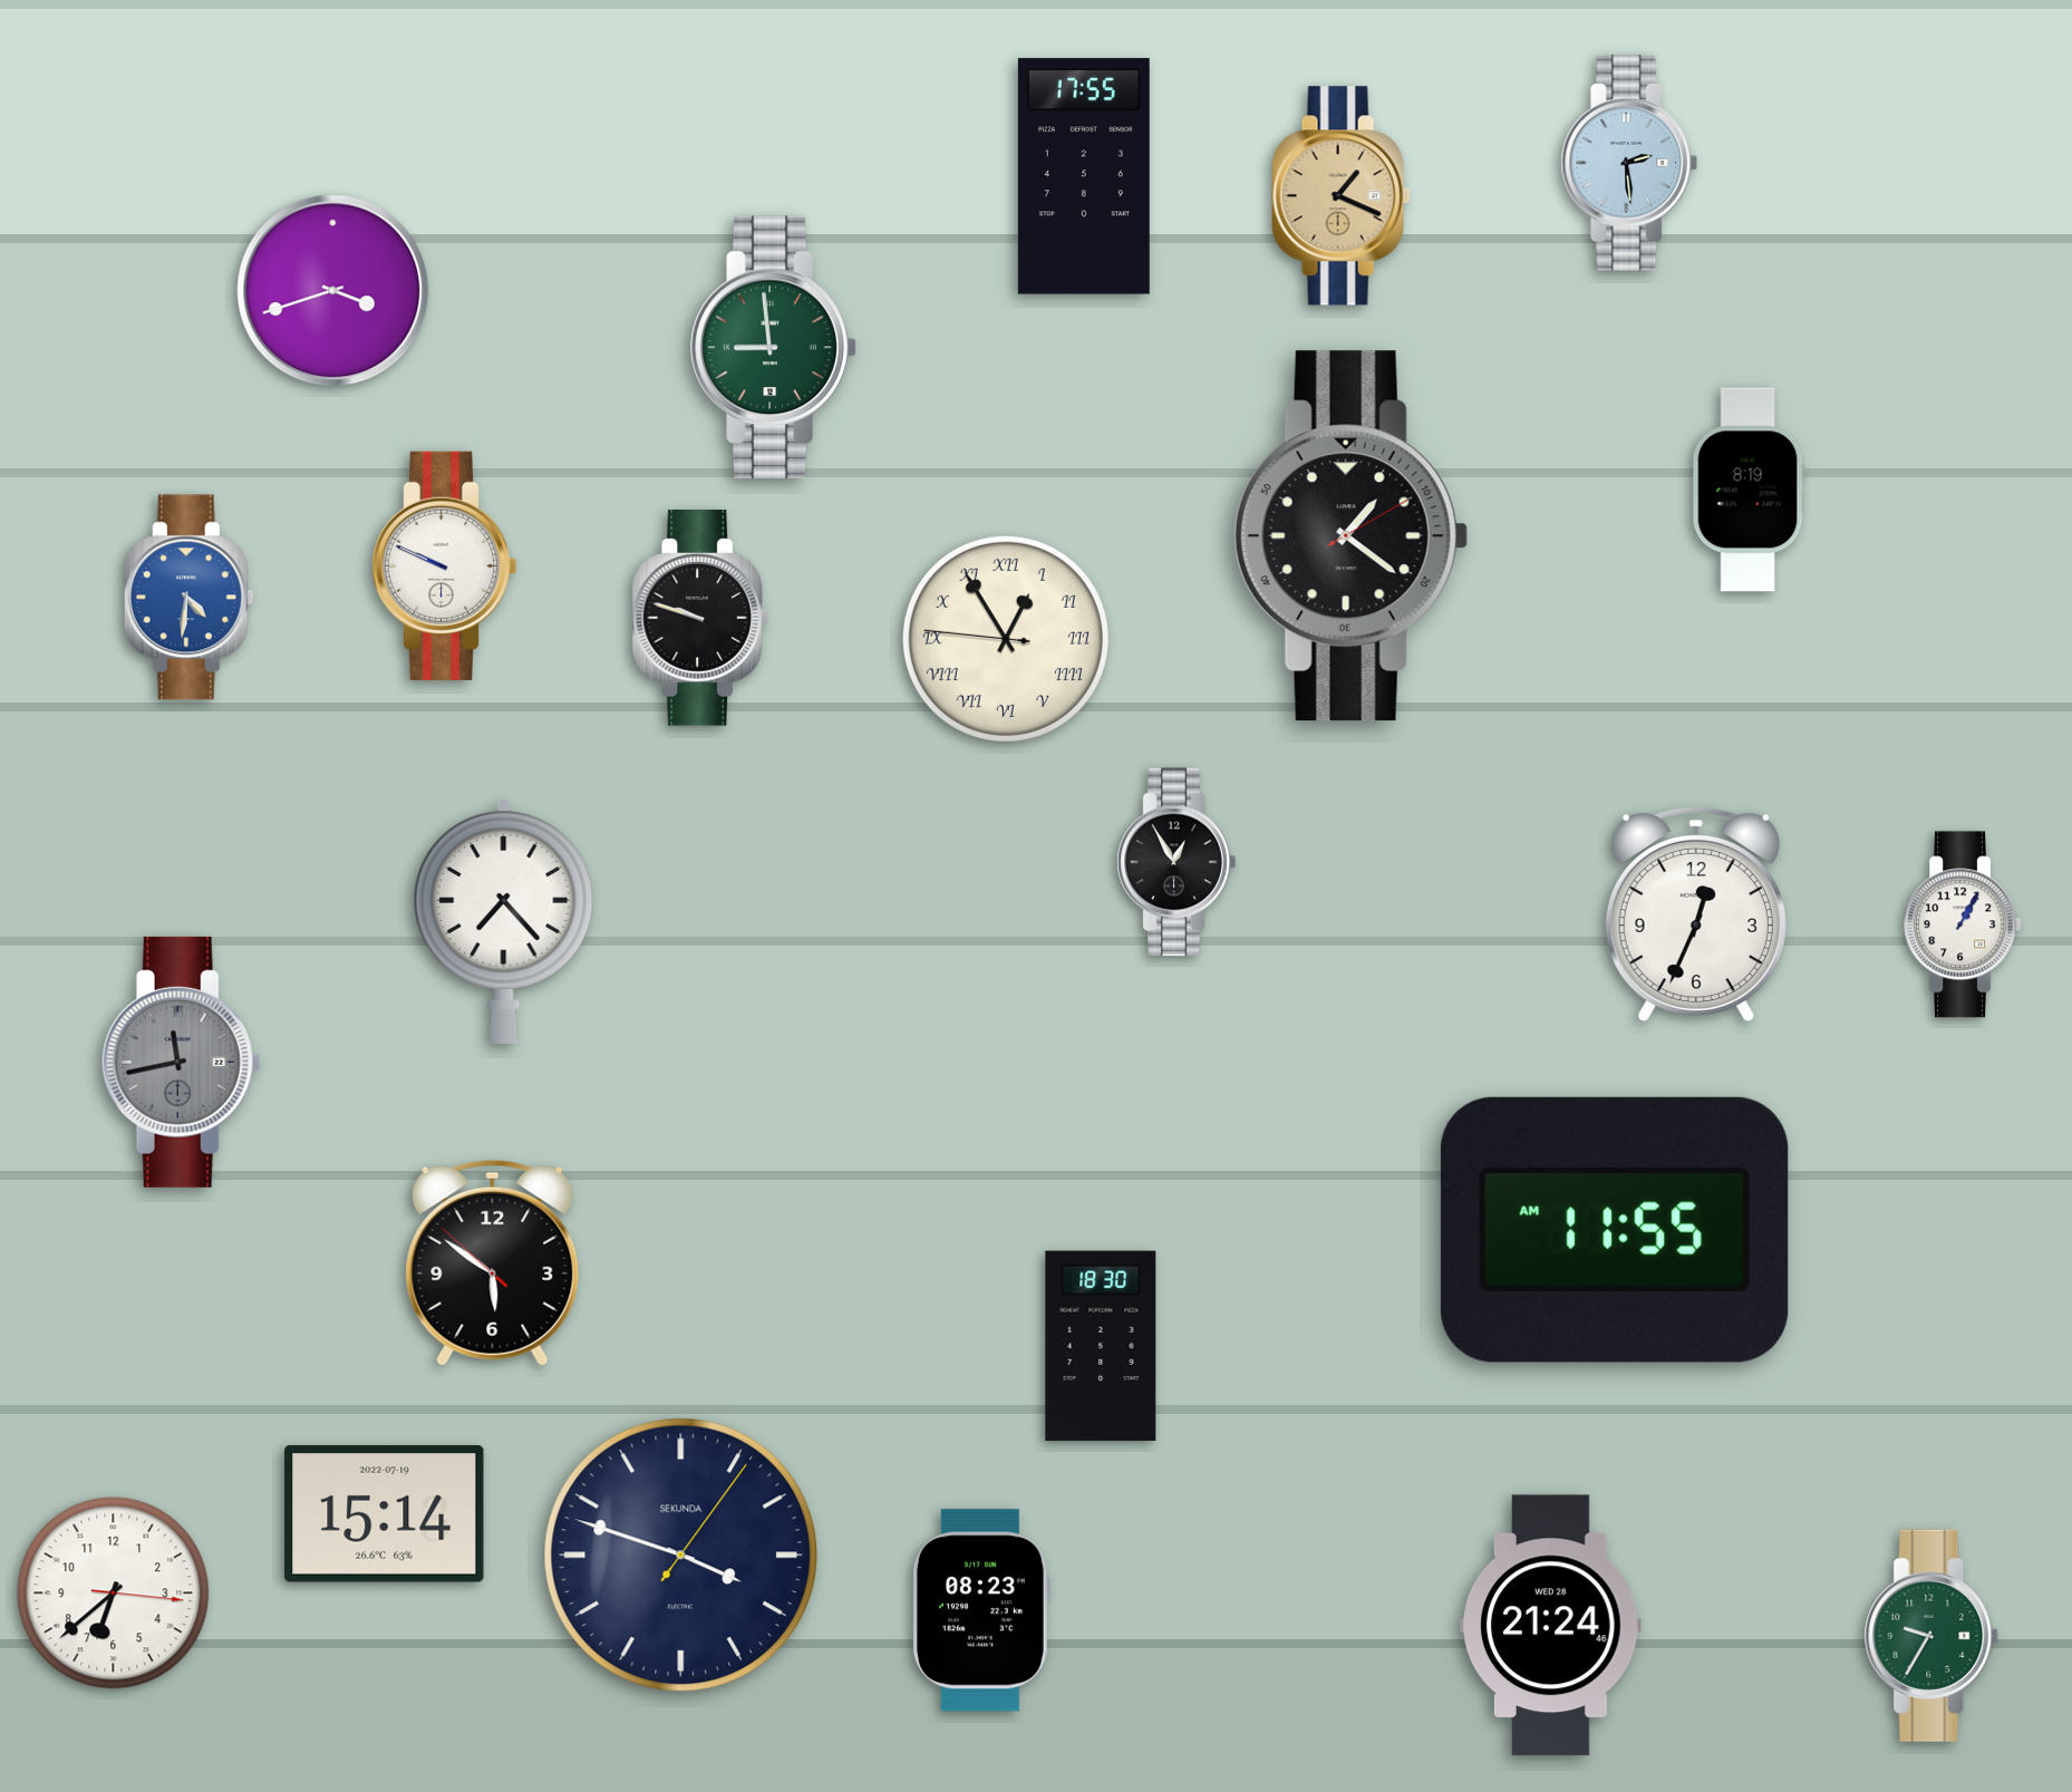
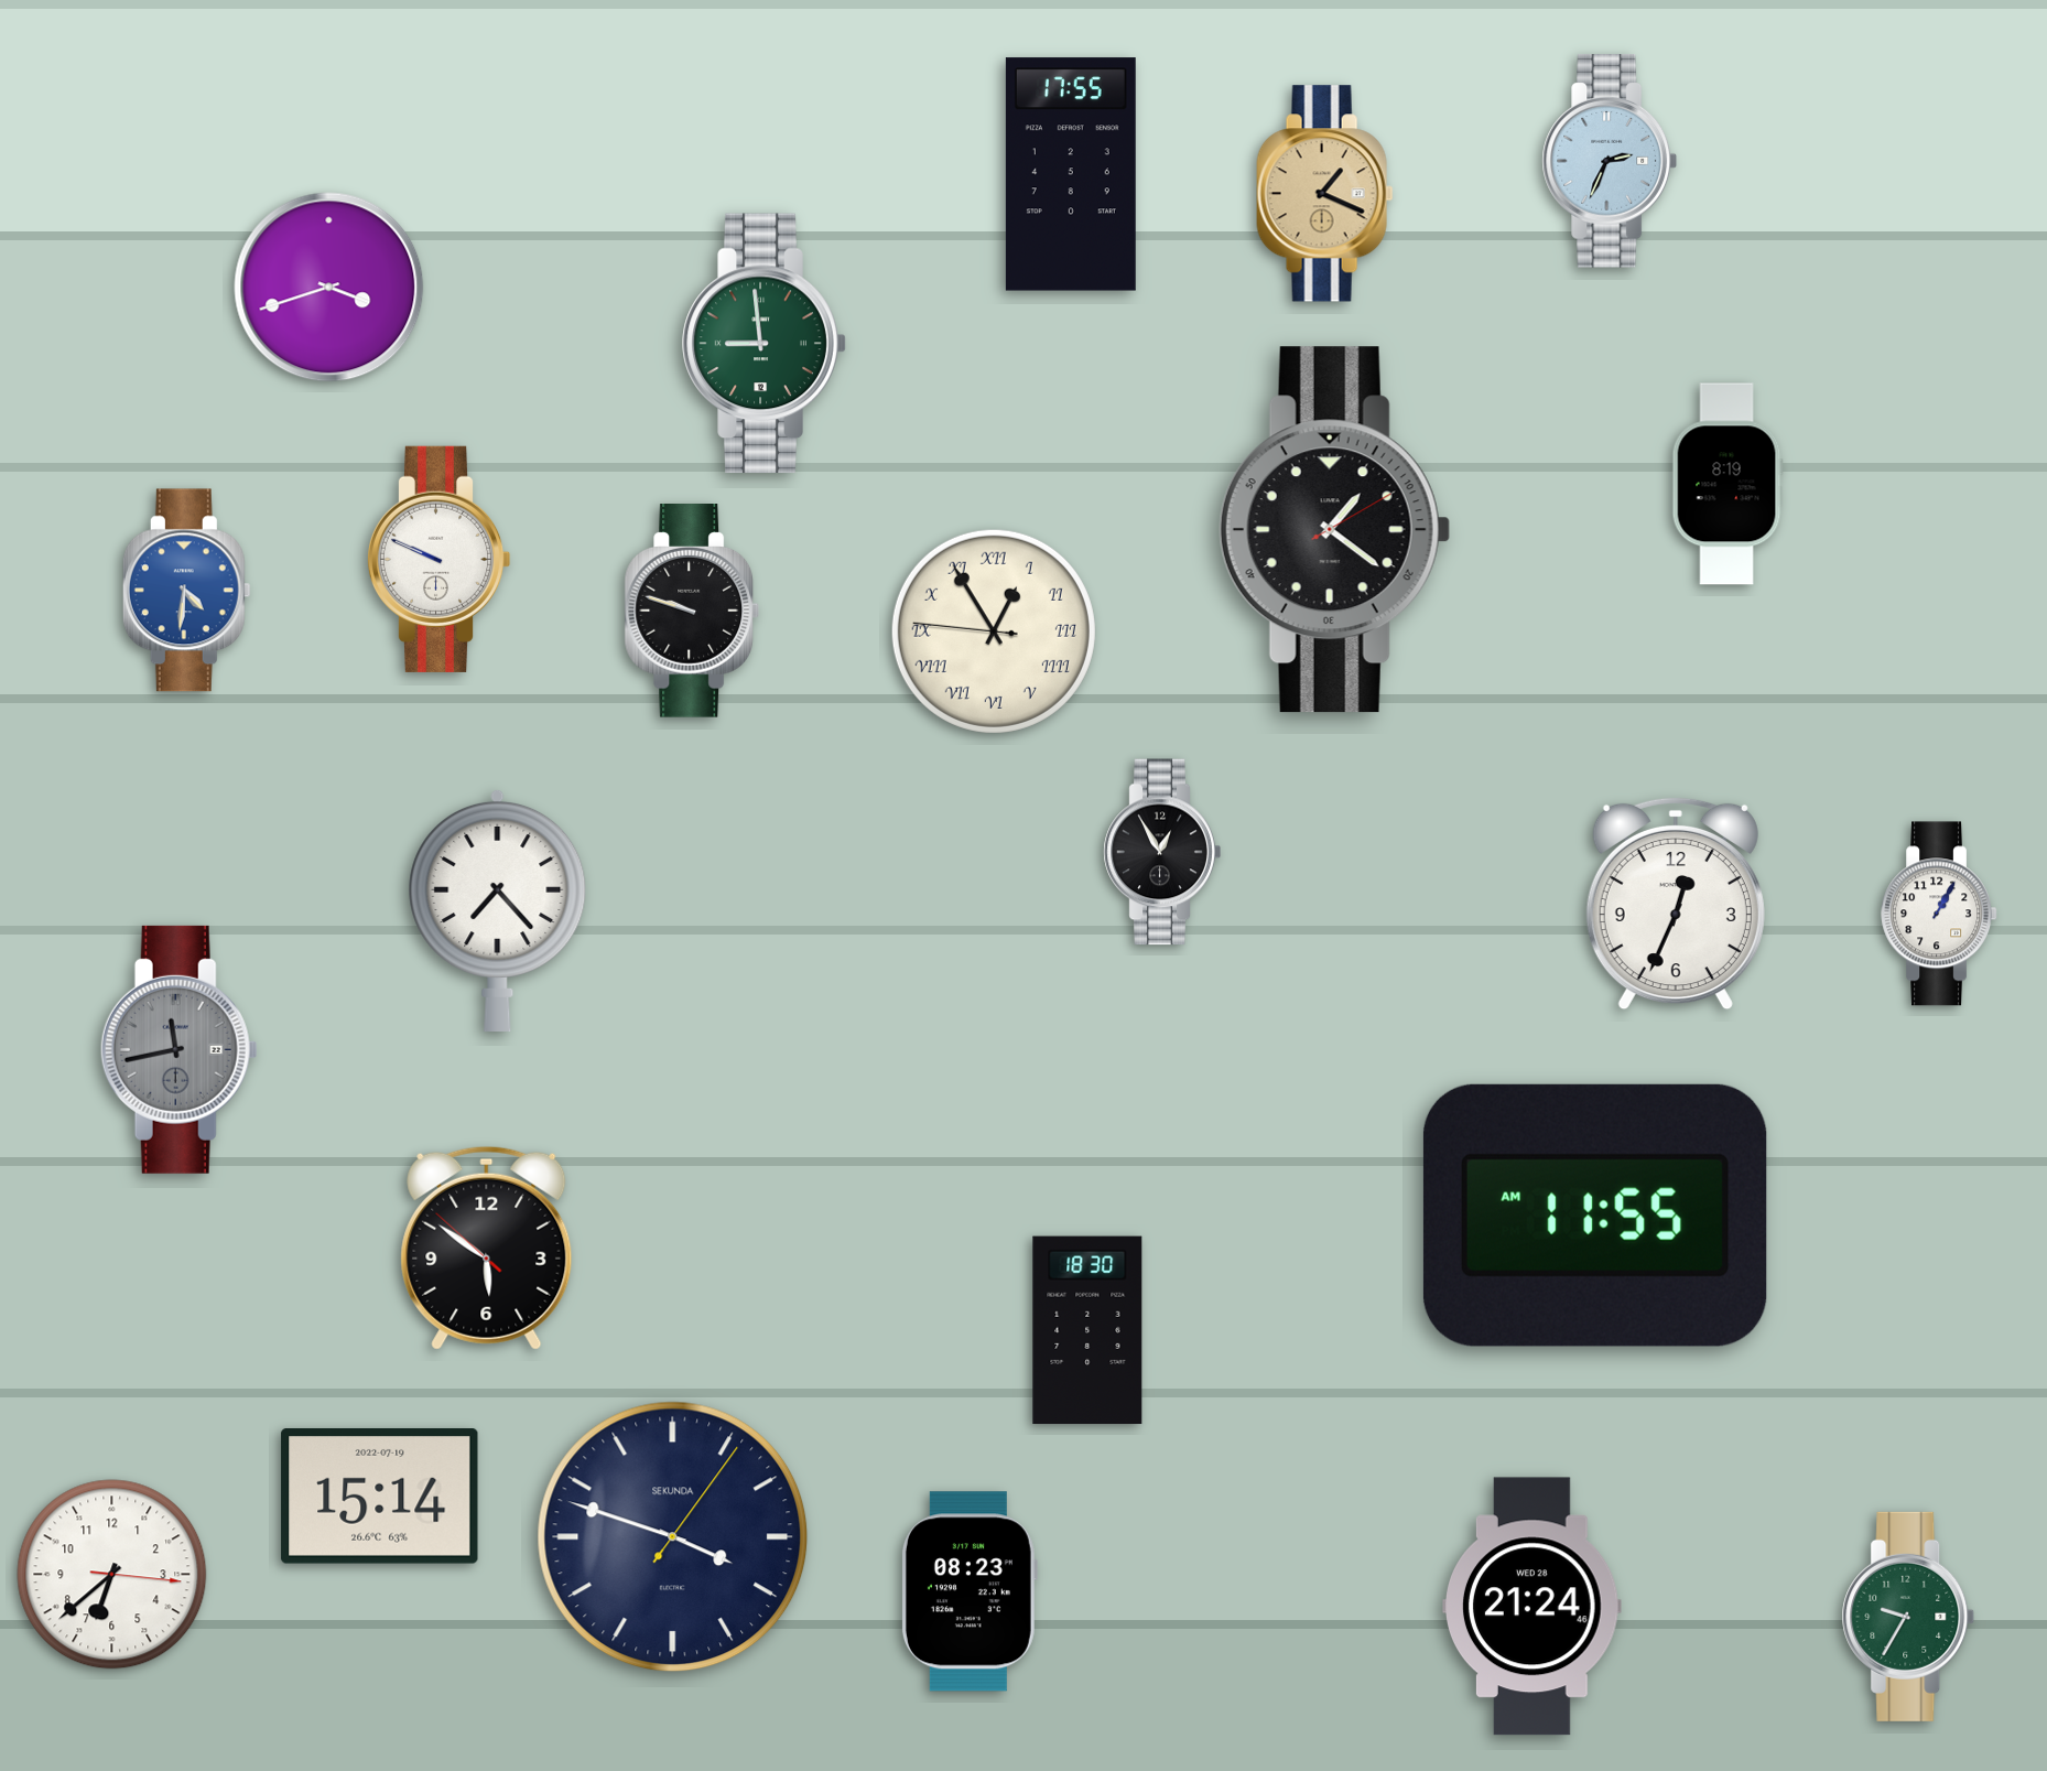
clock at (1629, 163): 2:29 -> 2:34
